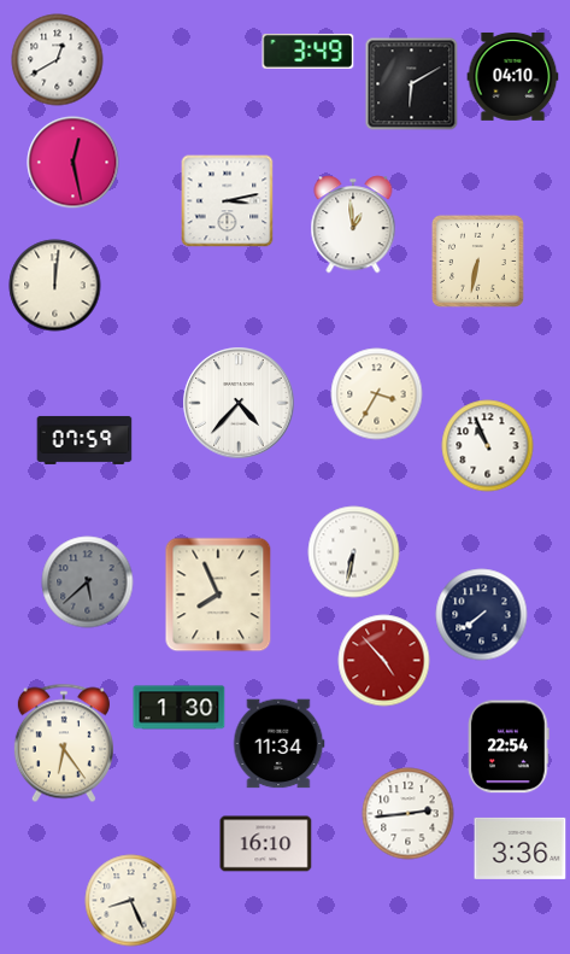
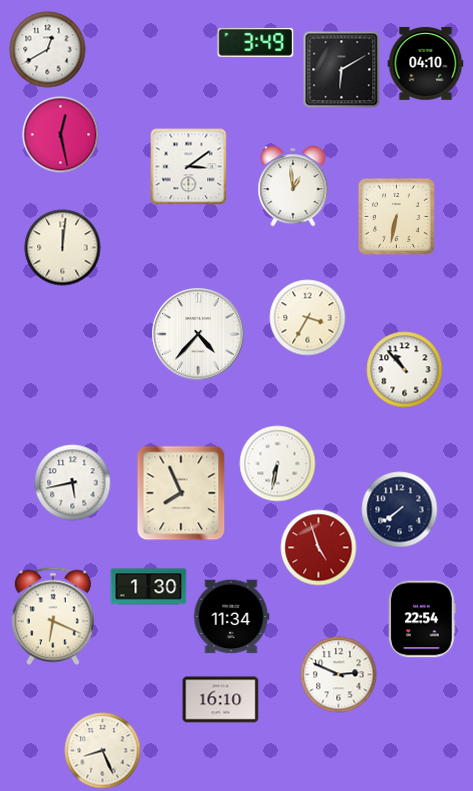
clock at (228, 201): 3:13 -> 3:09
clock at (55, 286) position: (55, 286) -> (63, 248)
clock at (377, 394) position: (377, 394) -> (308, 318)
clock at (84, 440): 07:59 -> none
clock at (488, 446): 10:56 -> 10:53
clock at (354, 552) position: (354, 552) -> (278, 464)
clock at (88, 583): 5:38 -> 5:43
clock at (88, 583) dial: grey -> white
clock at (384, 661): 4:53 -> 4:57
clock at (64, 743): 6:24 -> 6:19
clock at (409, 814): 2:44 -> 2:49
clock at (521, 848): 3:36 -> none
clock at (131, 901) position: (131, 901) -> (103, 751)
